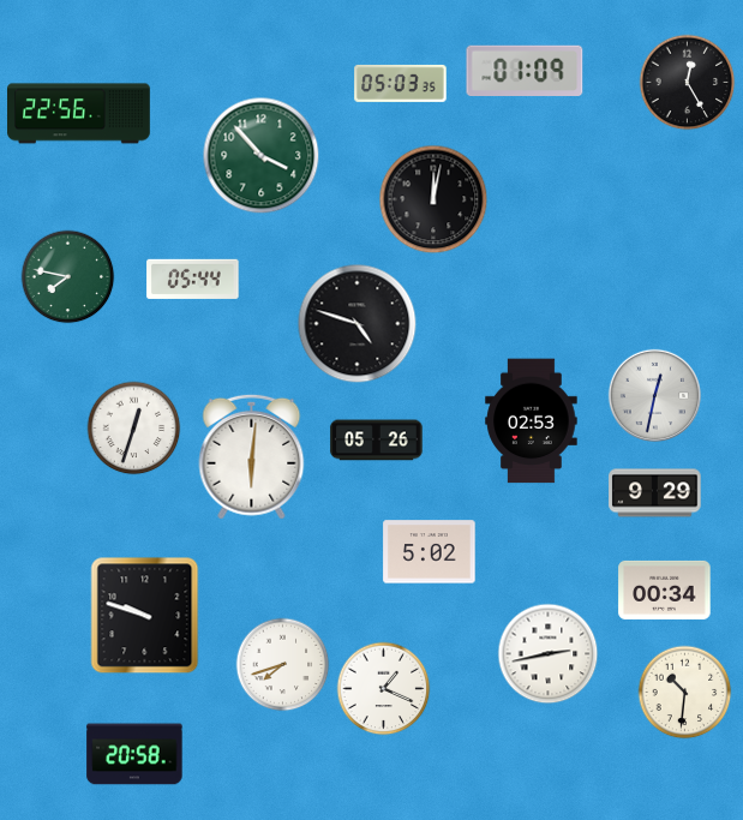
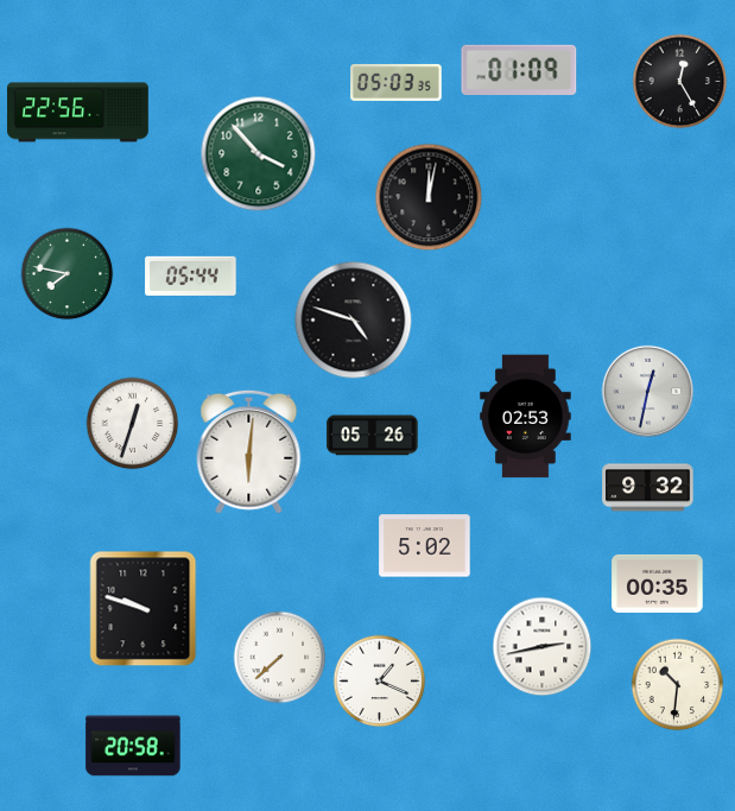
clock at (655, 493): 9:29 -> 9:32
clock at (665, 589): 00:34 -> 00:35
clock at (282, 664): 7:42 -> 7:38
